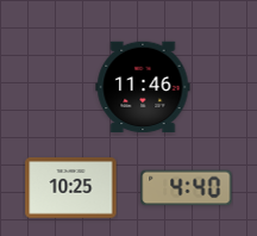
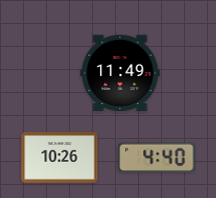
clock at (143, 87): 11:46 -> 11:49
clock at (71, 188): 10:25 -> 10:26
